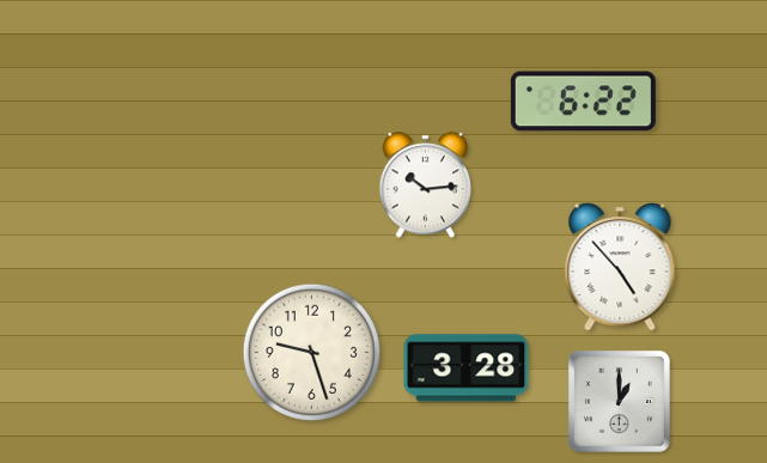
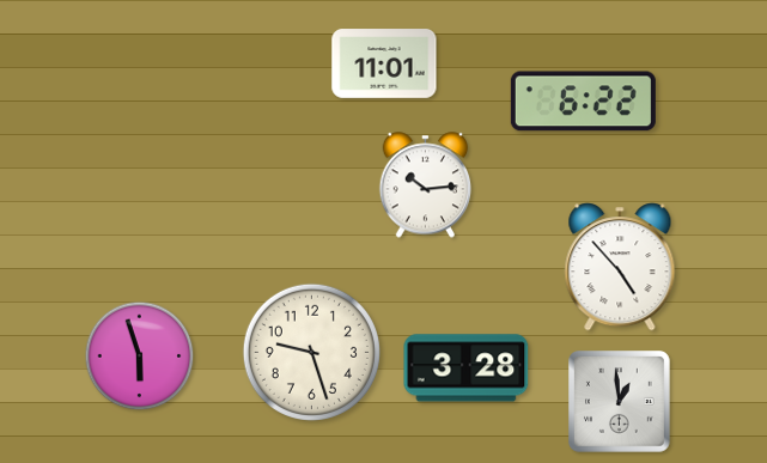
clock at (384, 63): none -> 11:01
clock at (140, 357): none -> 5:57
clock at (620, 402): 1:00 -> 12:59
